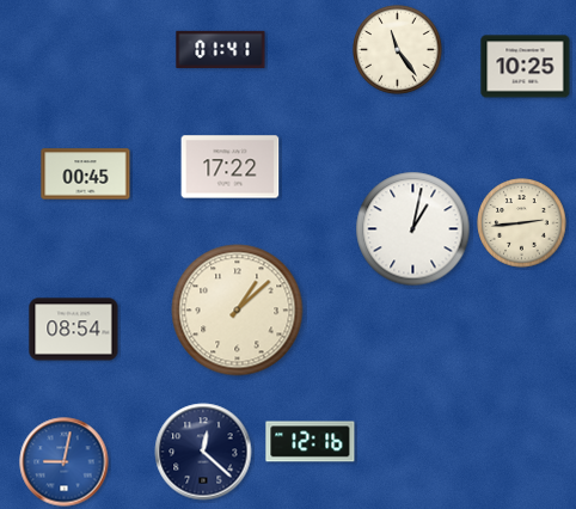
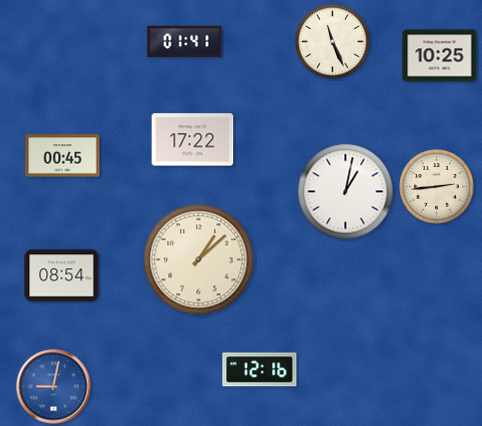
clock at (398, 50): 11:24 -> 11:26
clock at (86, 174) position: (86, 174) -> (63, 156)
clock at (203, 452): 12:22 -> none
